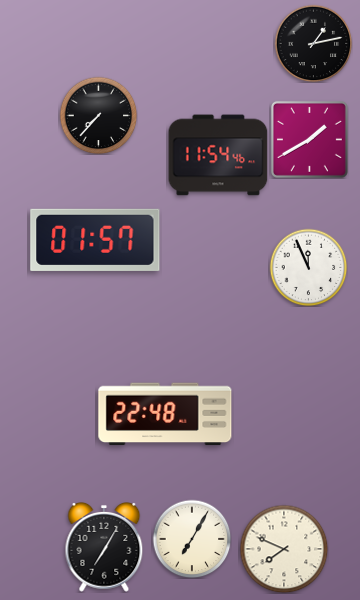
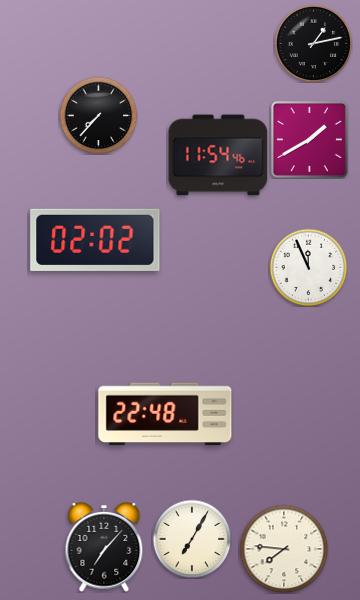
clock at (95, 240): 01:57 -> 02:02
clock at (104, 548): 7:05 -> 7:07
clock at (284, 549): 7:49 -> 7:46
